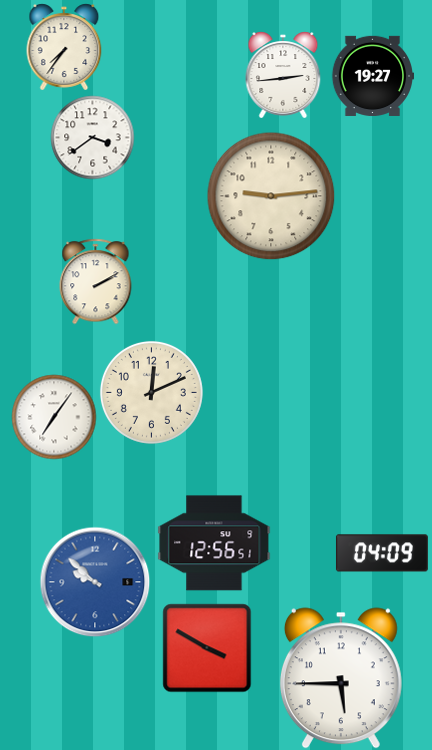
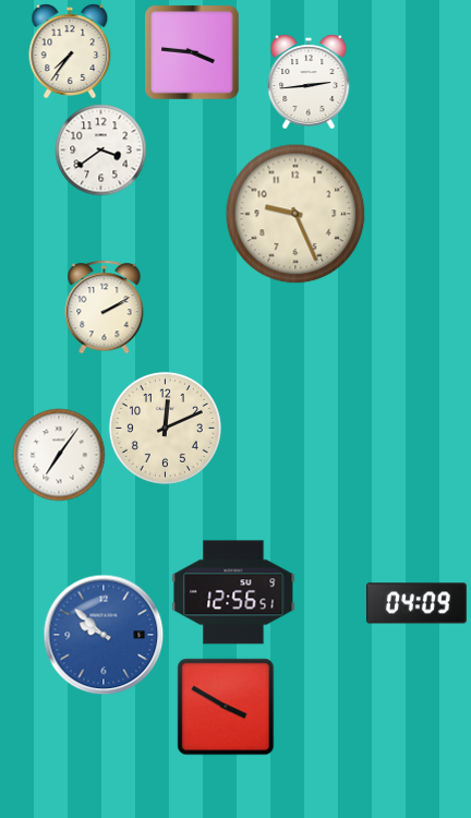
clock at (192, 52): none -> 3:46
clock at (372, 76): 19:27 -> none
clock at (271, 196): 9:14 -> 9:26
clock at (341, 678): 5:45 -> none
